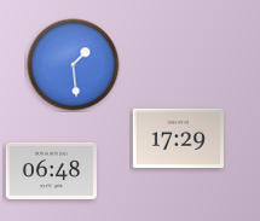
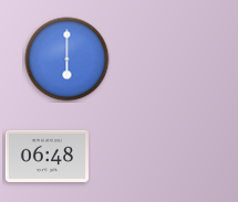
clock at (74, 65): 1:29 -> 6:00
clock at (178, 139): 17:29 -> none
